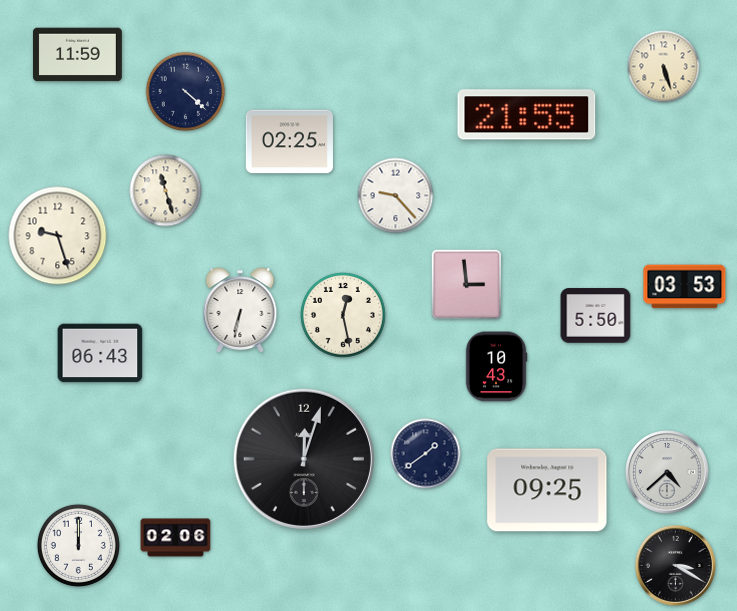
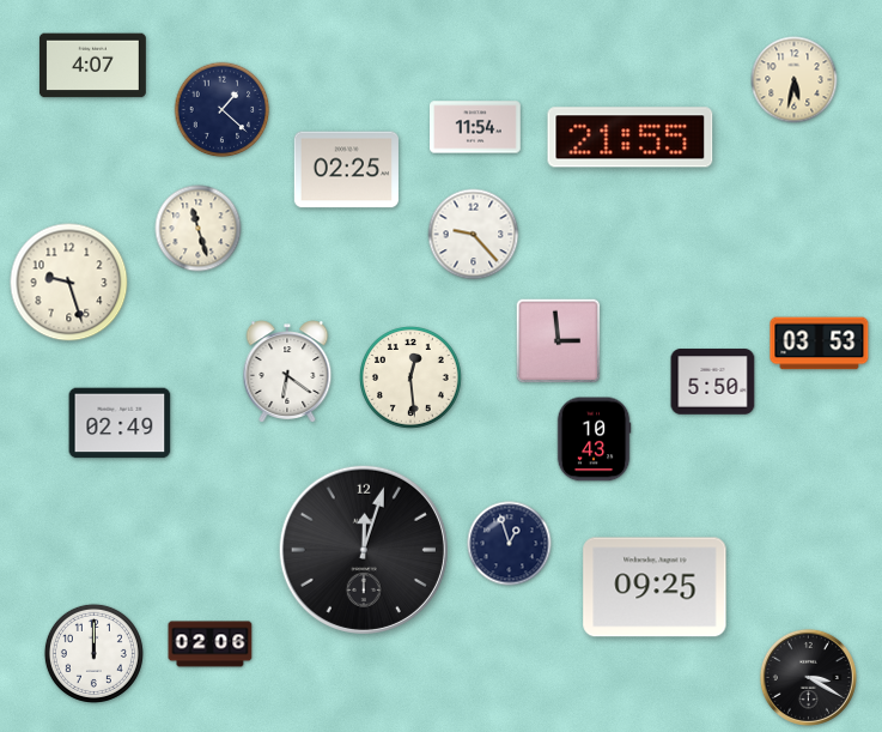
clock at (77, 55): 11:59 -> 4:07
clock at (664, 67): 5:27 -> 5:32
clock at (186, 92): 4:22 -> 1:22
clock at (476, 127): none -> 11:54
clock at (240, 310): 6:32 -> 6:21
clock at (344, 316): 12:28 -> 12:29
clock at (596, 316) position: (596, 316) -> (713, 382)
clock at (100, 353): 06:43 -> 02:49
clock at (426, 454): 1:39 -> 12:57
clock at (668, 473): 4:38 -> none
